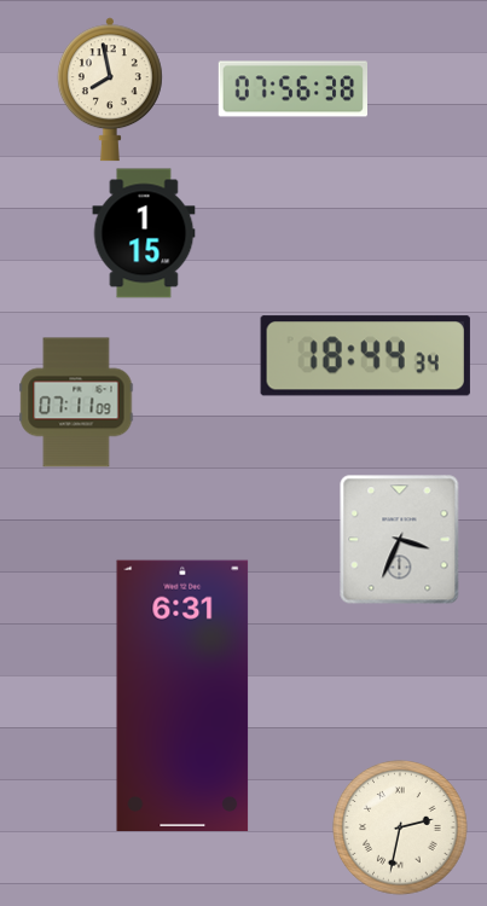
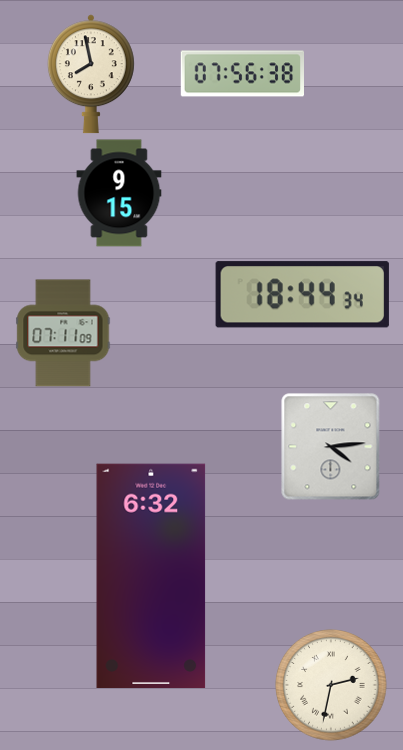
clock at (144, 233): 1:15 -> 9:15
clock at (400, 540): 3:34 -> 4:14
clock at (182, 695): 6:31 -> 6:32
